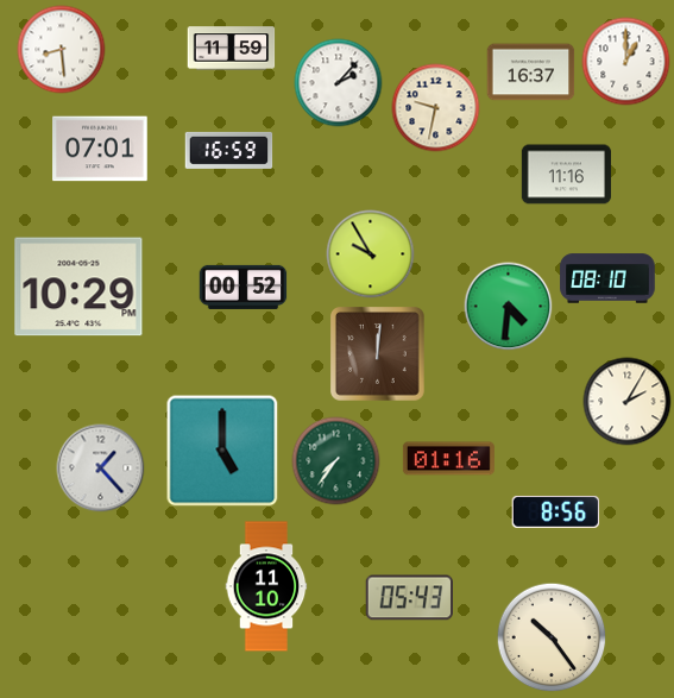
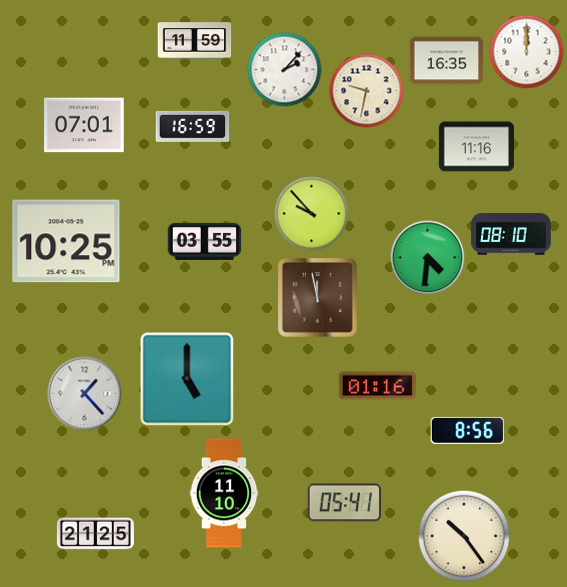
clock at (62, 50): 8:29 -> none
clock at (626, 62): 1:00 -> 12:00
clock at (531, 73): 16:37 -> 16:35
clock at (371, 254): 9:55 -> 9:53
clock at (78, 287): 10:29 -> 10:25
clock at (244, 287): 00:52 -> 03:55
clock at (378, 354): 12:01 -> 11:58
clock at (628, 402): 2:05 -> none
clock at (336, 461): 7:36 -> none
clock at (409, 598): 05:43 -> 05:41
clock at (95, 534): none -> 21:25
